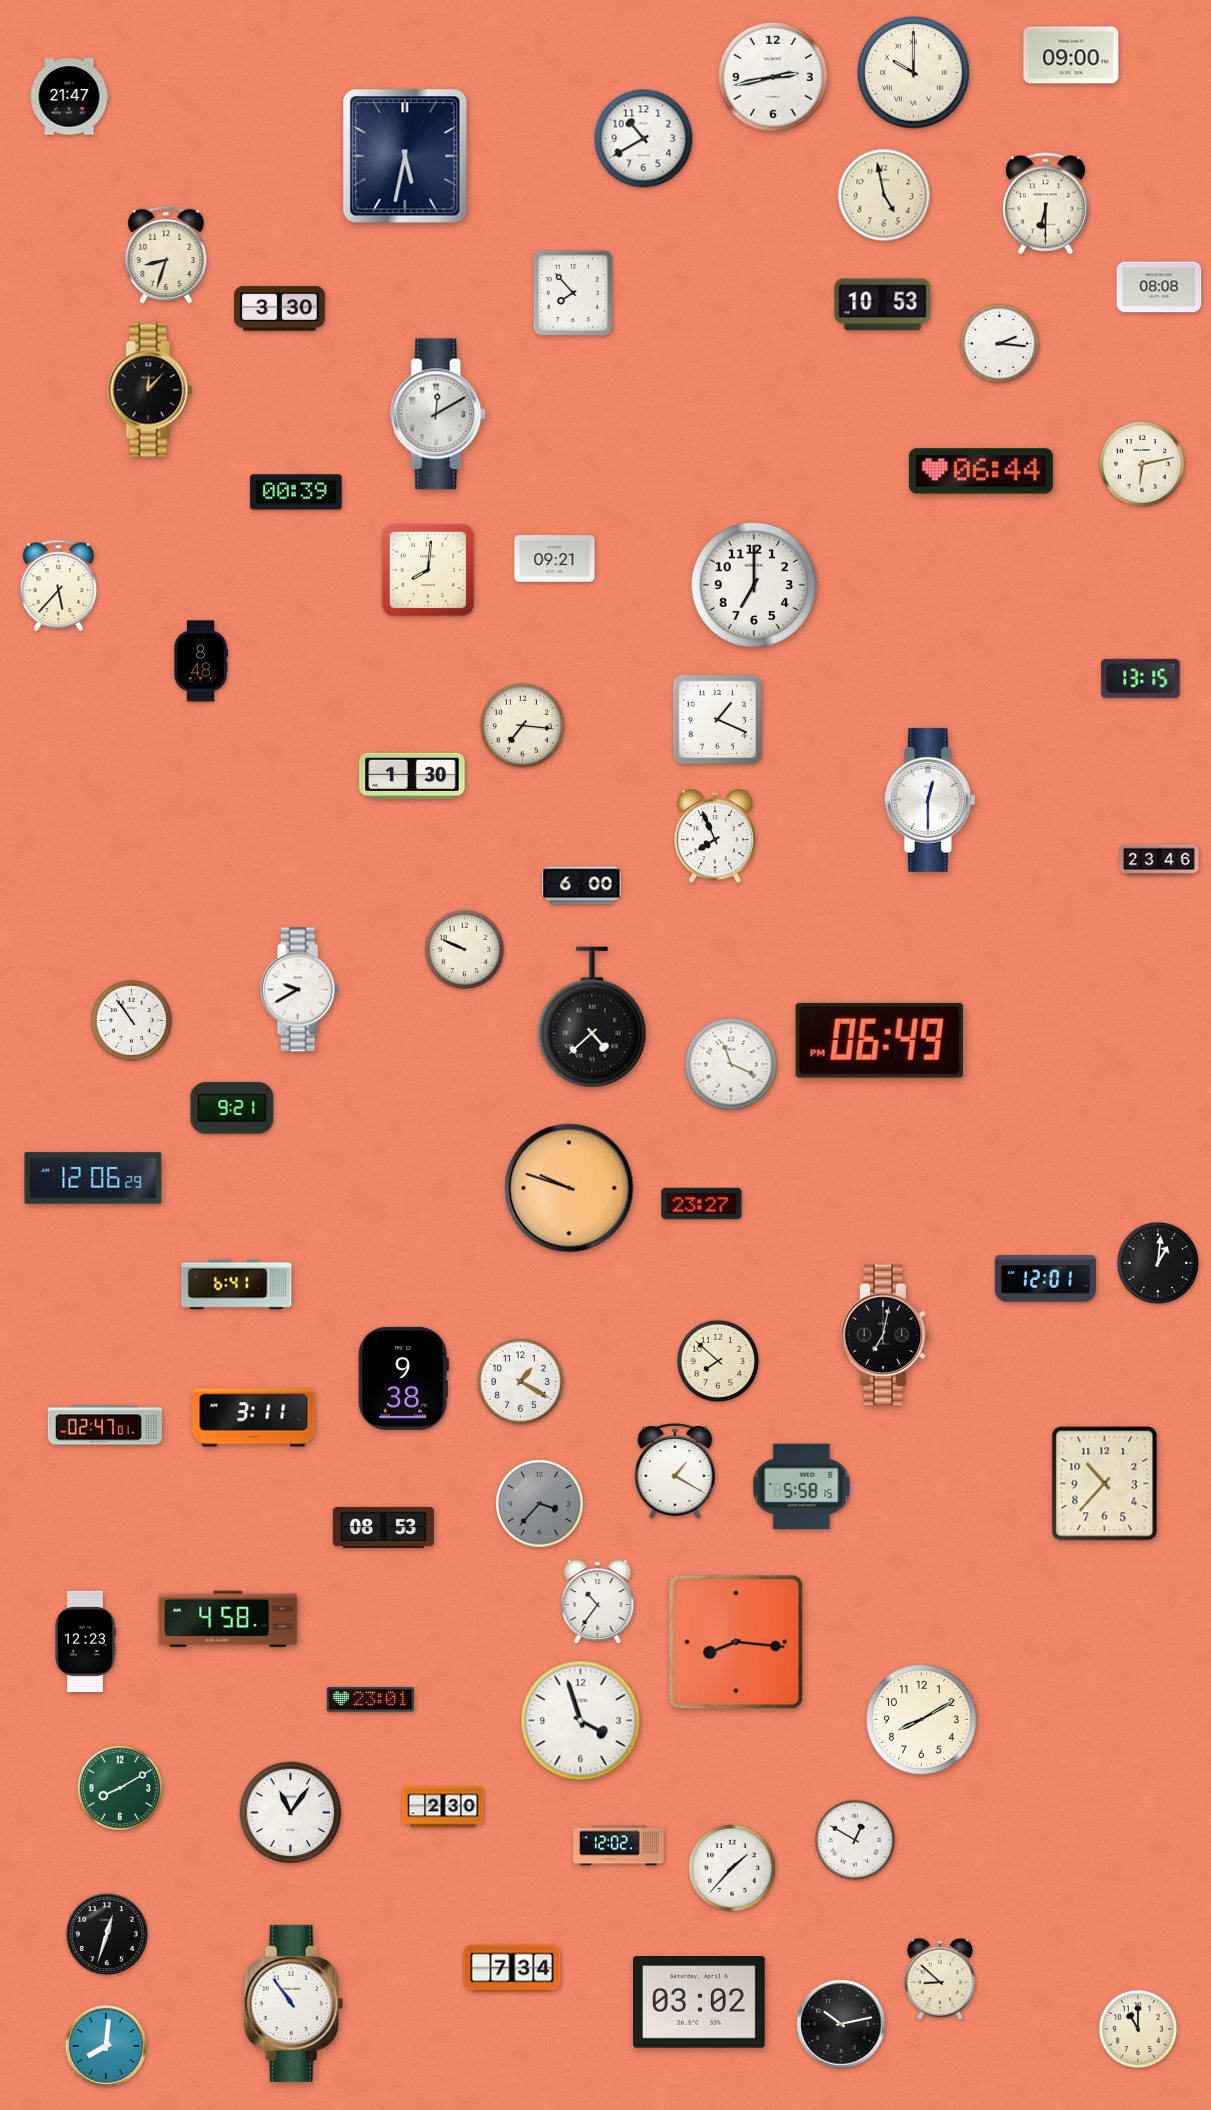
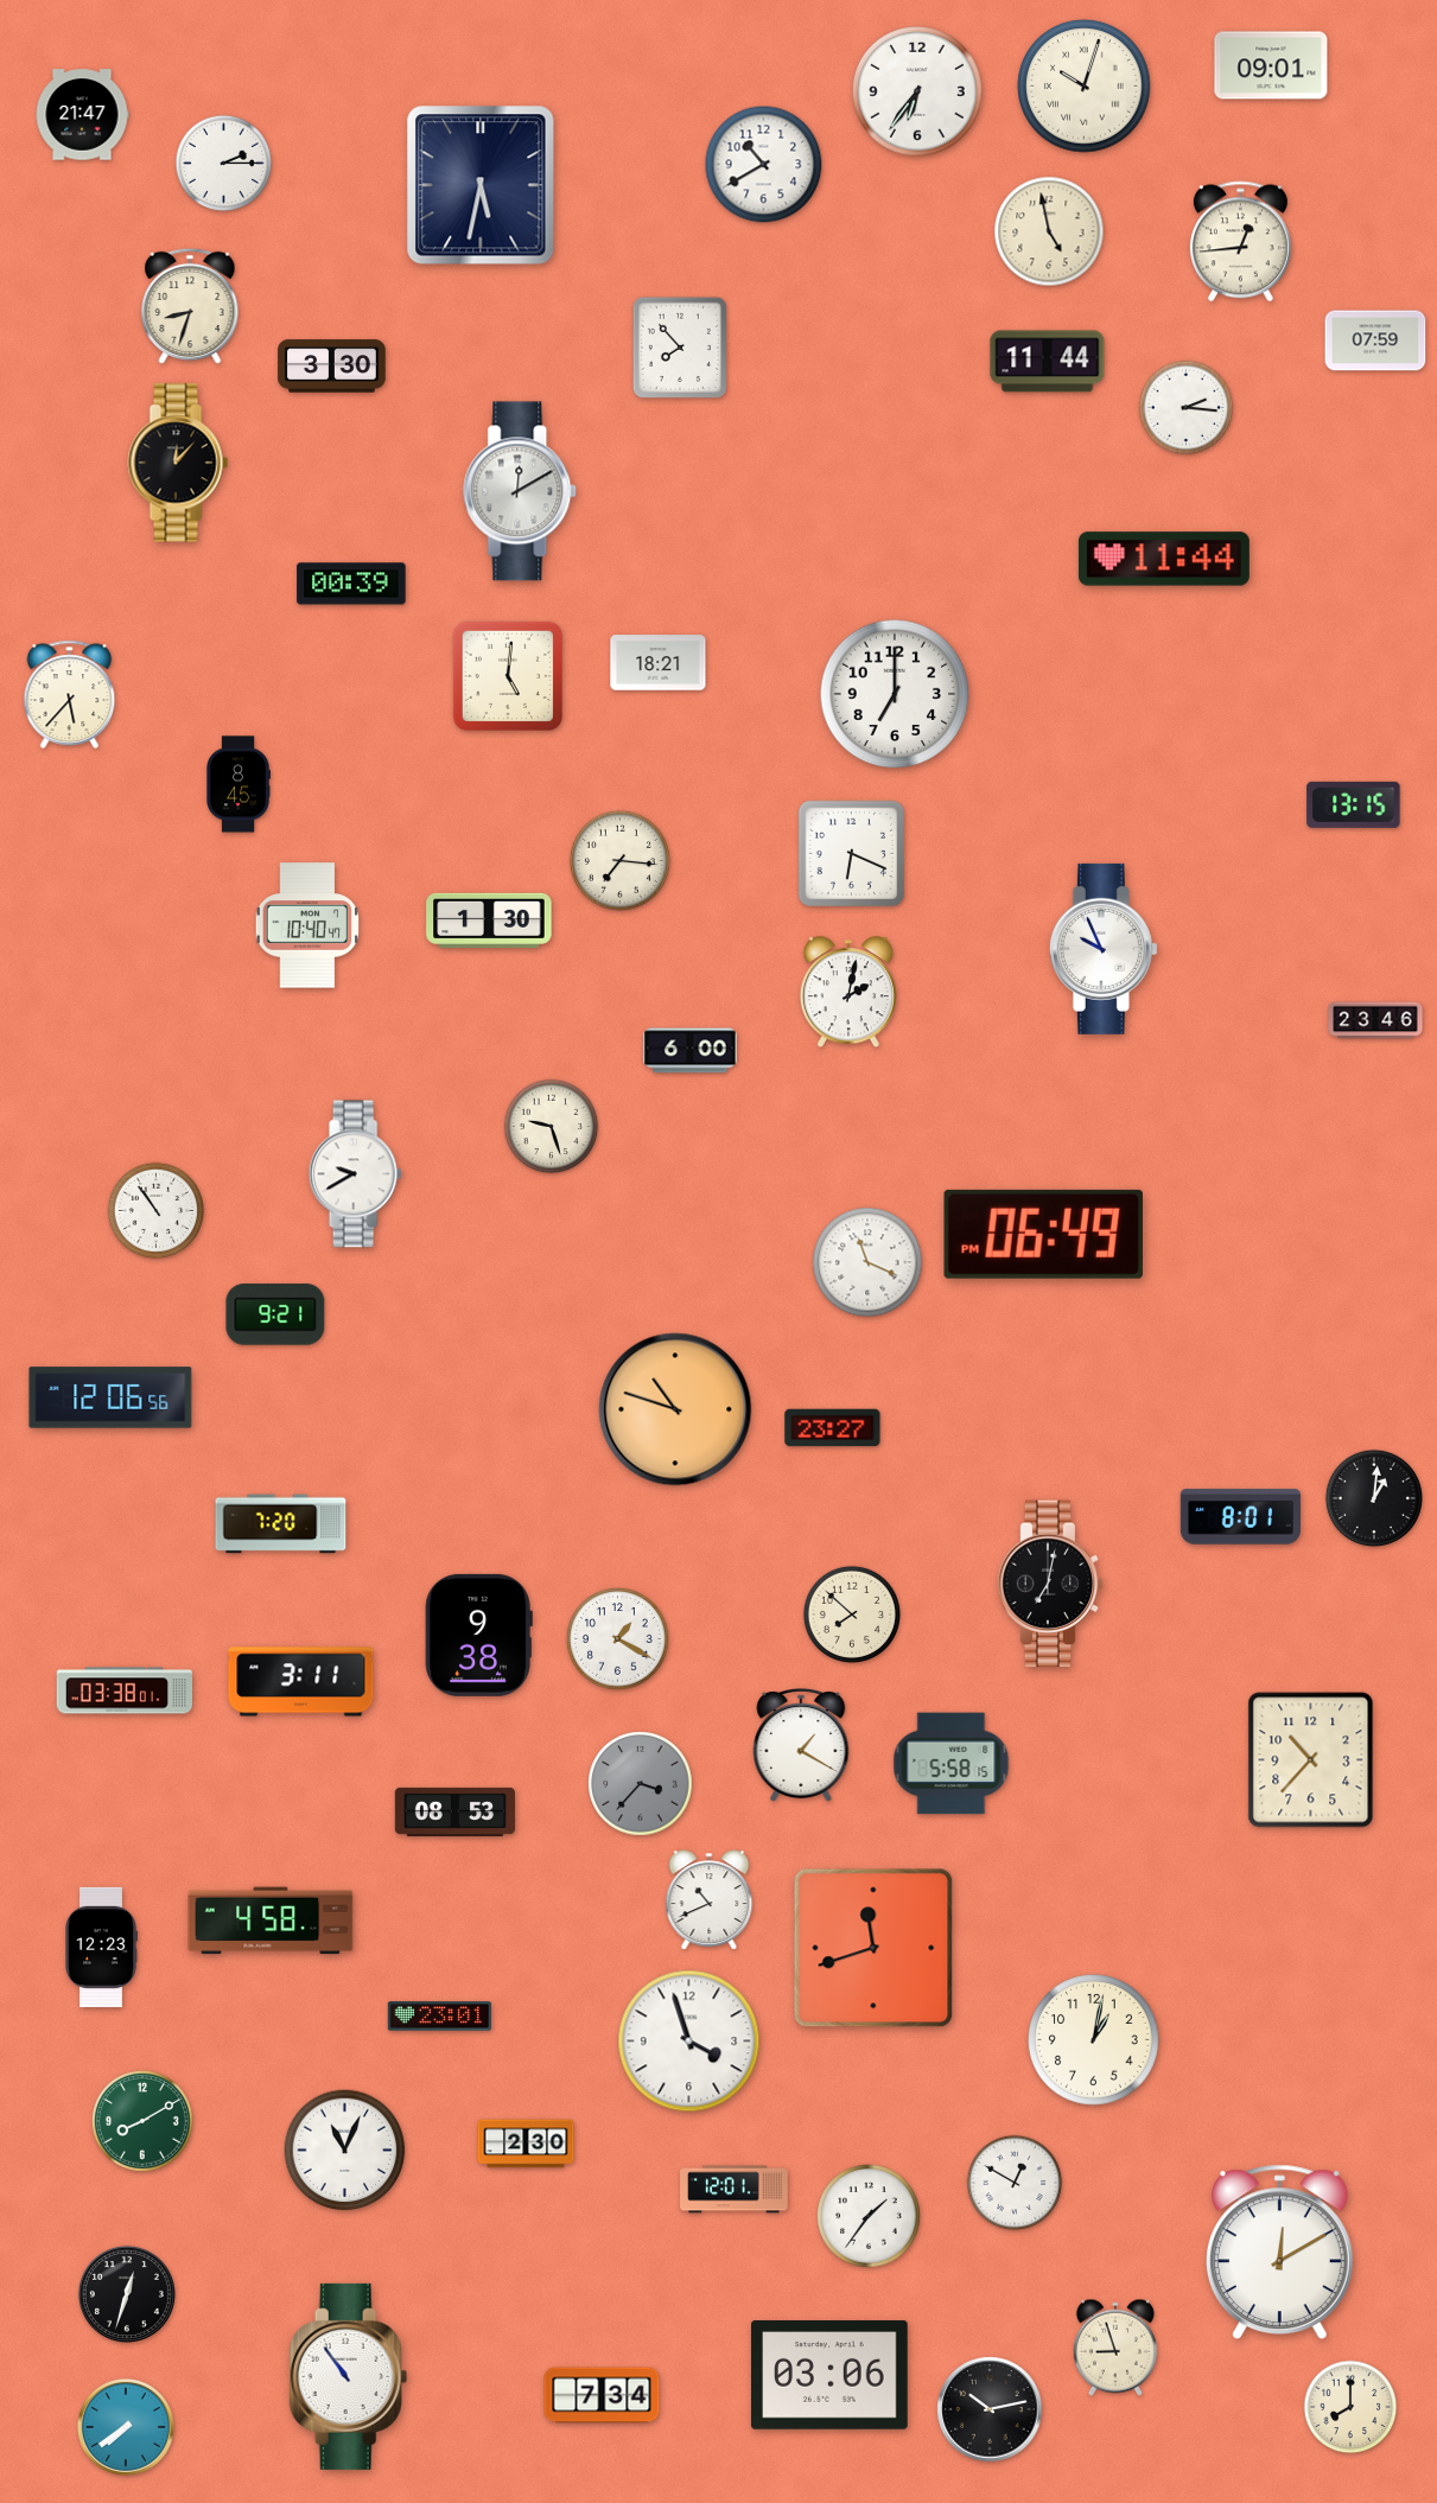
clock at (1071, 55): 09:00 -> 09:01
clock at (914, 73): 10:00 -> 10:03
clock at (774, 78): 2:43 -> 6:36
clock at (224, 164): none -> 2:15
clock at (1045, 204): 6:30 -> 12:44
clock at (166, 255) position: (166, 255) -> (190, 306)
clock at (1159, 287): 08:08 -> 07:59
clock at (883, 305): 10:53 -> 11:44
clock at (1142, 464): 6:13 -> none
clock at (981, 471): 06:44 -> 11:44
clock at (555, 559): 09:21 -> 18:21
clock at (428, 570): 8:01 -> 5:01
clock at (201, 661): 8:48 -> 8:45
clock at (718, 720): 1:19 -> 6:19
clock at (307, 925): none -> 10:40
clock at (930, 800): 12:30 -> 9:56
clock at (715, 837): 7:56 -> 2:02
clock at (465, 950): 9:49 -> 9:27
clock at (592, 1017): 4:38 -> none
clock at (93, 1178): 12:06:29 -> 12:06:56
clock at (569, 1188): 9:48 -> 10:48
clock at (1045, 1279): 12:01 -> 8:01
clock at (237, 1285): 6:41 -> 7:20
clock at (104, 1425): 02:47 -> 03:38
clock at (598, 1602): 10:36 -> 10:41
clock at (736, 1642): 8:16 -> 11:42
clock at (922, 1720): 8:10 -> 1:02
clock at (291, 1813): 11:06 -> 11:04
clock at (619, 1846): 12:02 -> 12:01
clock at (732, 1868): 1:37 -> 1:36
clock at (1279, 2252): none -> 12:10
clock at (512, 1968) position: (512, 1968) -> (602, 2395)
clock at (940, 1979): 8:52 -> 8:57
clock at (699, 2002): 03:02 -> 03:06
clock at (841, 2024) position: (841, 2024) -> (990, 2409)
clock at (1138, 2029): 11:00 -> 8:00
clock at (106, 2046): 8:01 -> 7:39
